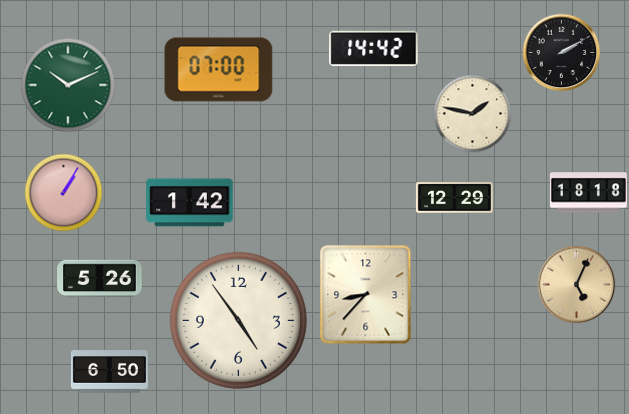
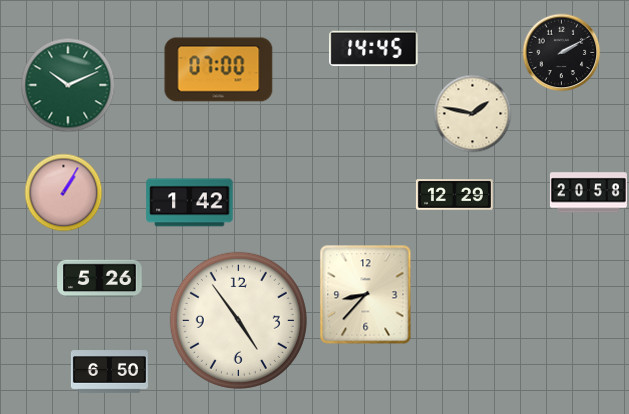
clock at (374, 48): 14:42 -> 14:45
clock at (588, 193): 18:18 -> 20:58
clock at (454, 198) position: (454, 198) -> (454, 195)
clock at (576, 284): 5:04 -> none
